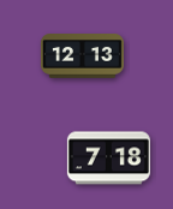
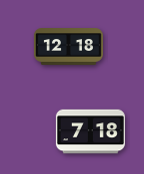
clock at (82, 56): 12:13 -> 12:18
